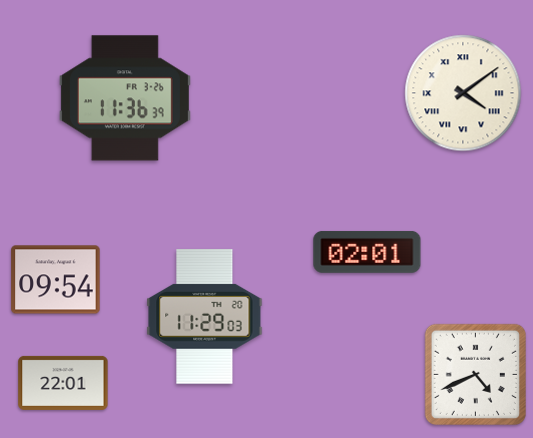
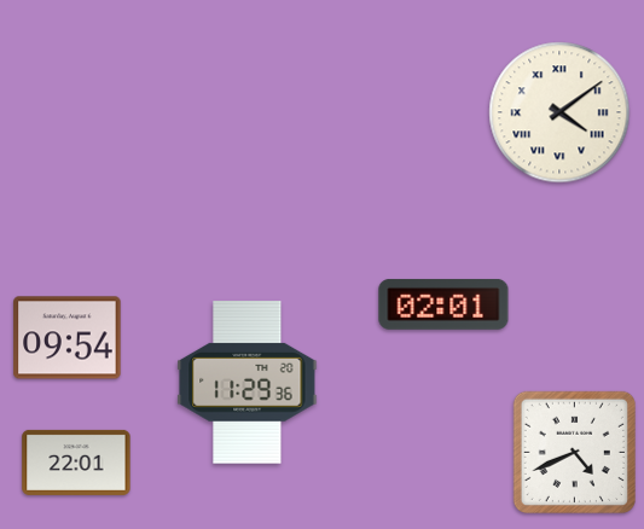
clock at (125, 98): 11:36 -> none
clock at (205, 317): 11:29:03 -> 11:29:36
